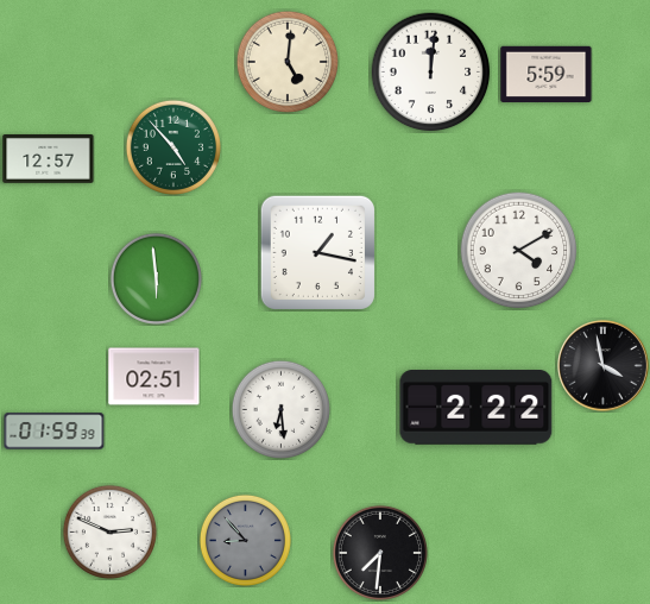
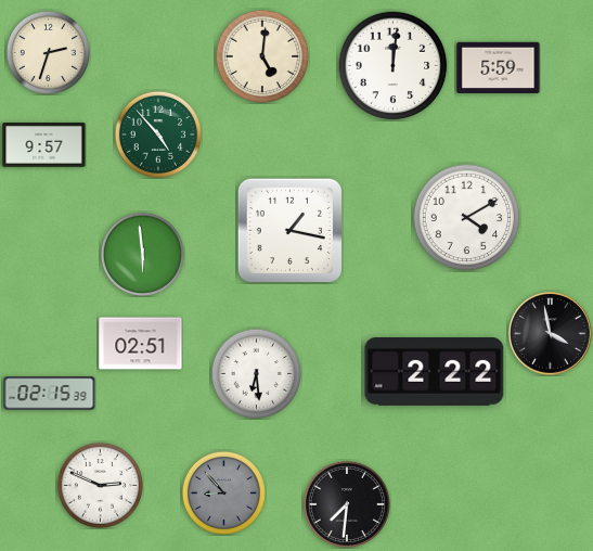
clock at (48, 52): none -> 2:33
clock at (49, 159): 12:57 -> 9:57
clock at (519, 251) position: (519, 251) -> (467, 218)
clock at (55, 432): 01:59 -> 02:15
